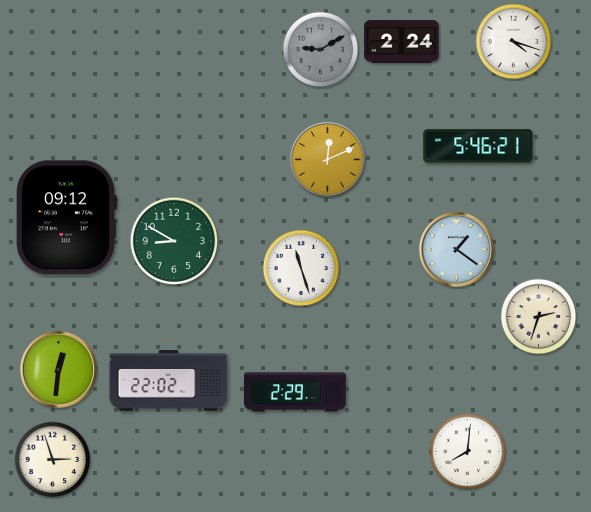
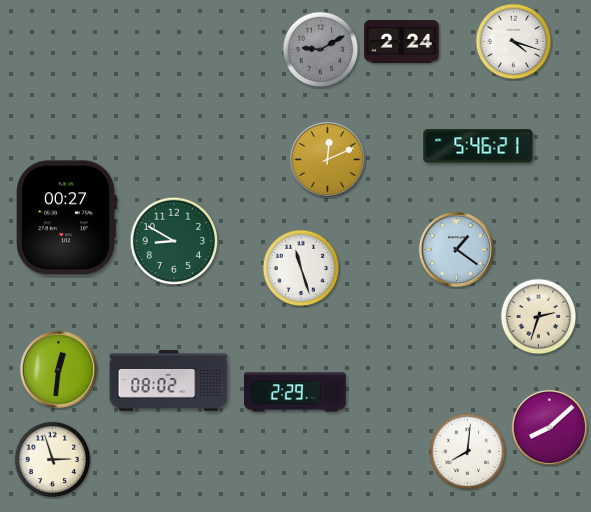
clock at (66, 218): 09:12 -> 00:27
clock at (169, 381): 22:02 -> 08:02
clock at (549, 427): none -> 8:08
